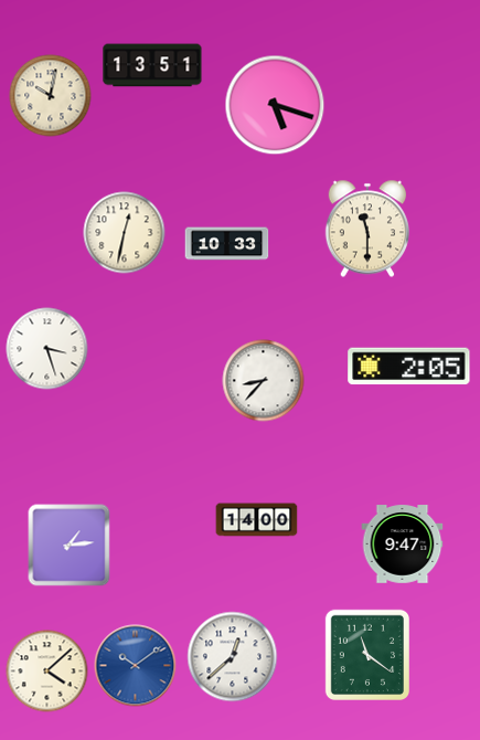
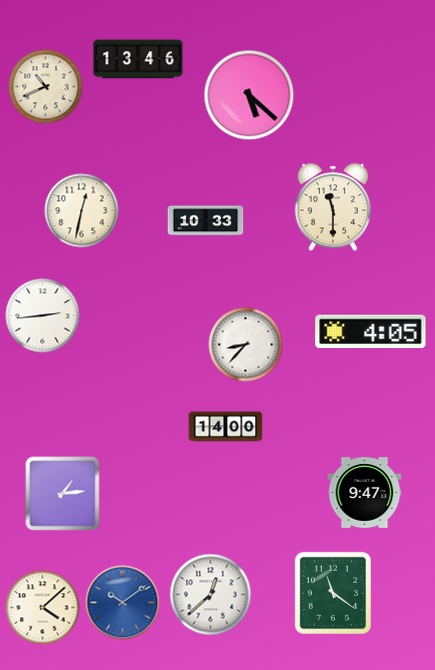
clock at (152, 65): 13:51 -> 13:46
clock at (51, 96): 10:02 -> 10:41
clock at (275, 105): 5:18 -> 5:22
clock at (125, 233) position: (125, 233) -> (82, 211)
clock at (47, 349): 3:27 -> 2:44
clock at (409, 367): 2:05 -> 4:05
clock at (264, 381) position: (264, 381) -> (246, 345)
clock at (257, 520) position: (257, 520) -> (226, 427)
